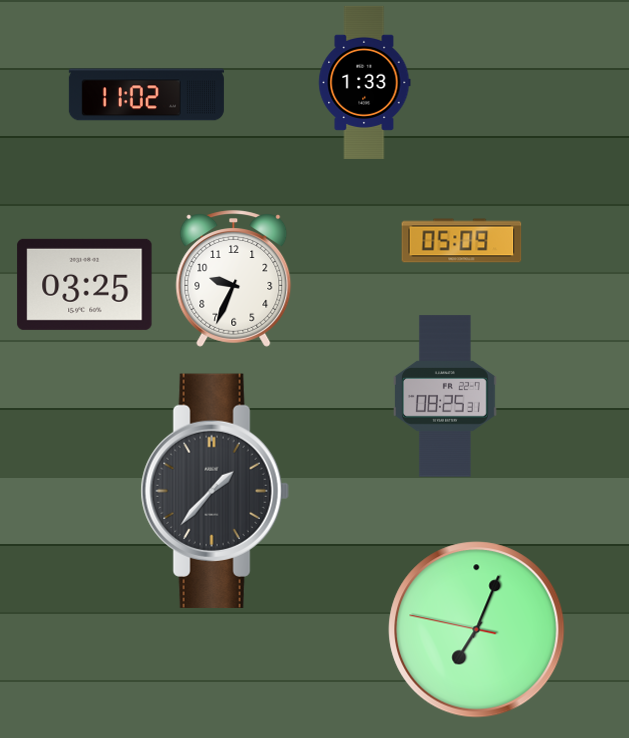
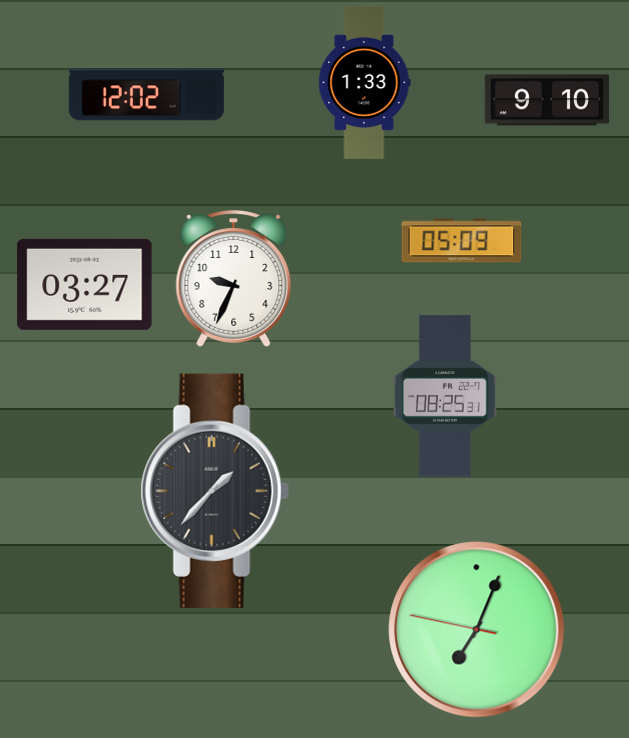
clock at (146, 95): 11:02 -> 12:02
clock at (546, 100): none -> 9:10
clock at (85, 284): 03:25 -> 03:27
